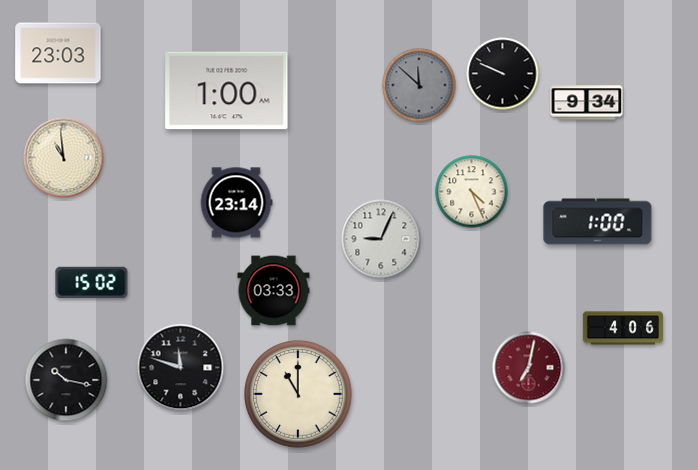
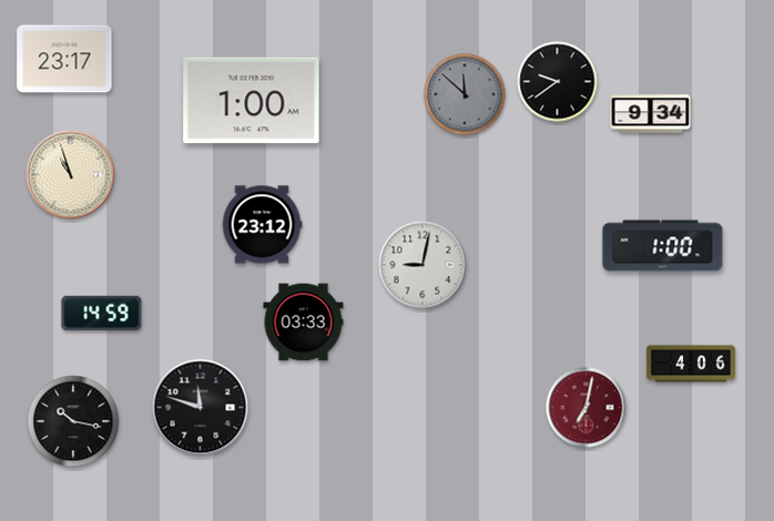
clock at (58, 53): 23:03 -> 23:17
clock at (503, 74): 9:49 -> 9:39
clock at (64, 158): 10:59 -> 10:57
clock at (472, 192): 4:26 -> none
clock at (236, 203): 23:14 -> 23:12
clock at (381, 239): 9:04 -> 9:02
clock at (92, 282): 15:02 -> 14:59
clock at (299, 395): 11:00 -> none
